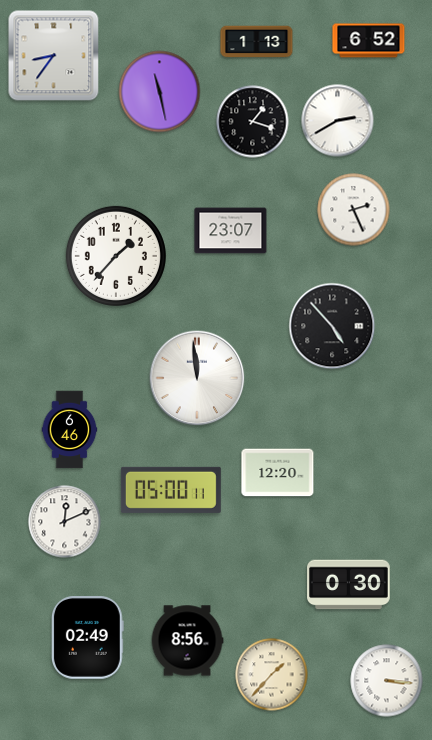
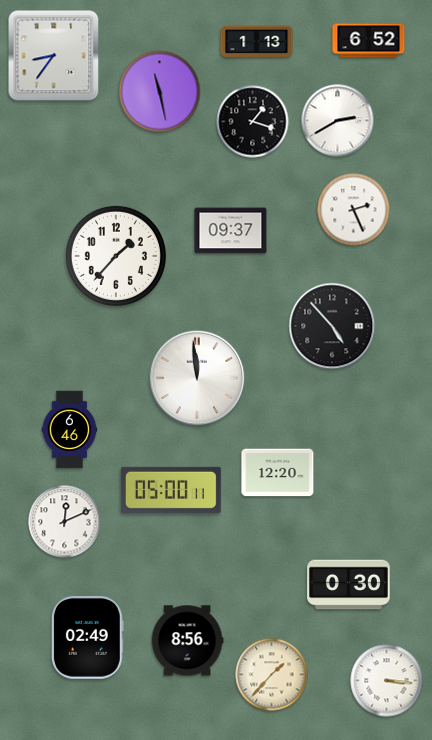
clock at (231, 231): 23:07 -> 09:37
